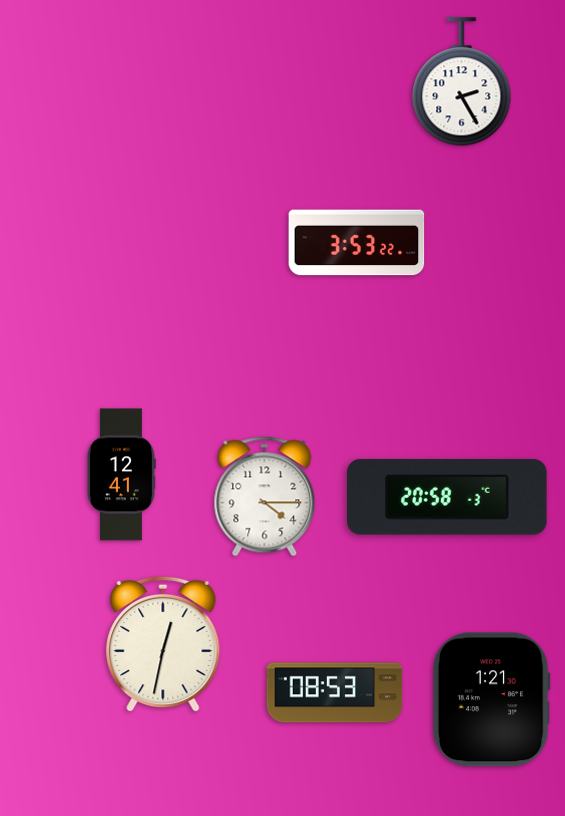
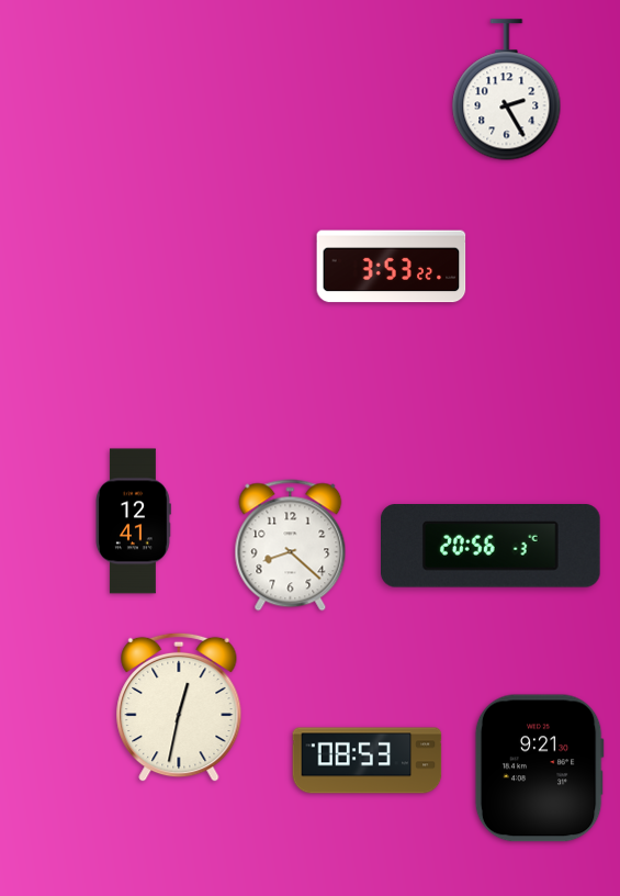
clock at (265, 497): 4:15 -> 8:22
clock at (448, 497): 20:58 -> 20:56
clock at (491, 700): 1:21 -> 9:21
